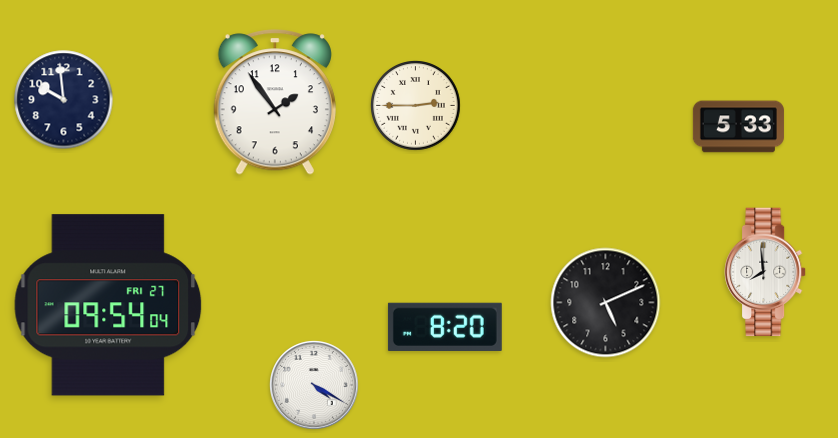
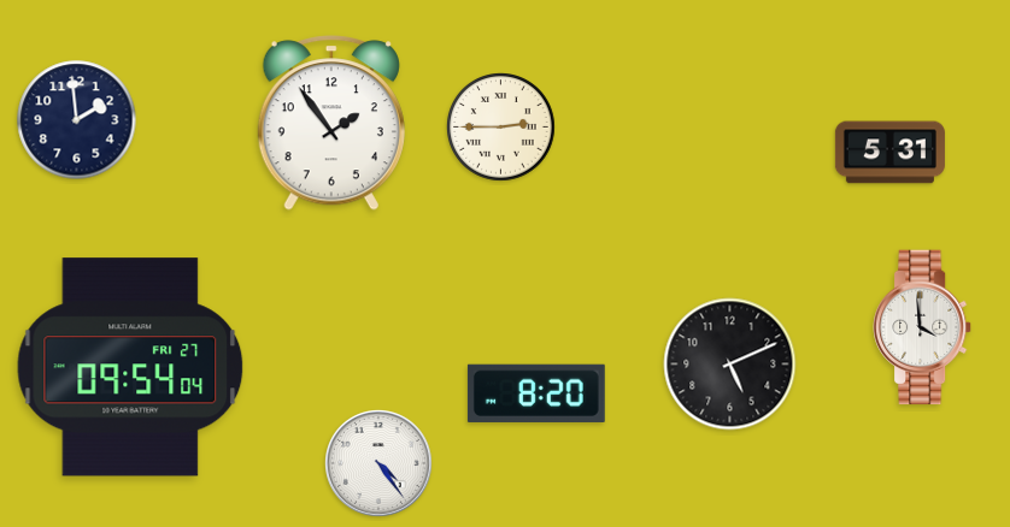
clock at (64, 100): 9:59 -> 1:59
clock at (738, 127): 5:33 -> 5:31
clock at (766, 272): 7:59 -> 3:59
clock at (315, 386): 4:20 -> 4:24
